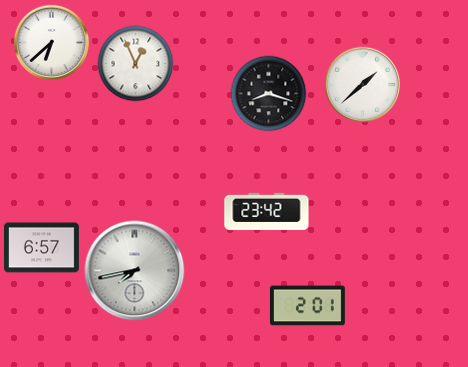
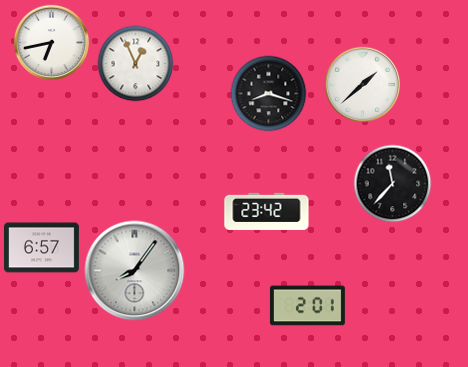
clock at (52, 43): 6:38 -> 6:43
clock at (393, 184): none -> 11:37
clock at (135, 271): 7:43 -> 8:06
